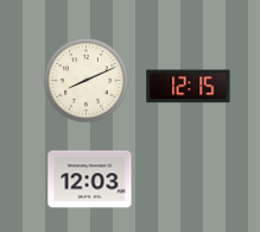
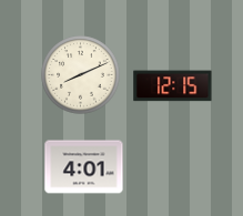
clock at (189, 87) position: (189, 87) -> (173, 86)
clock at (90, 180): 12:03 -> 4:01
